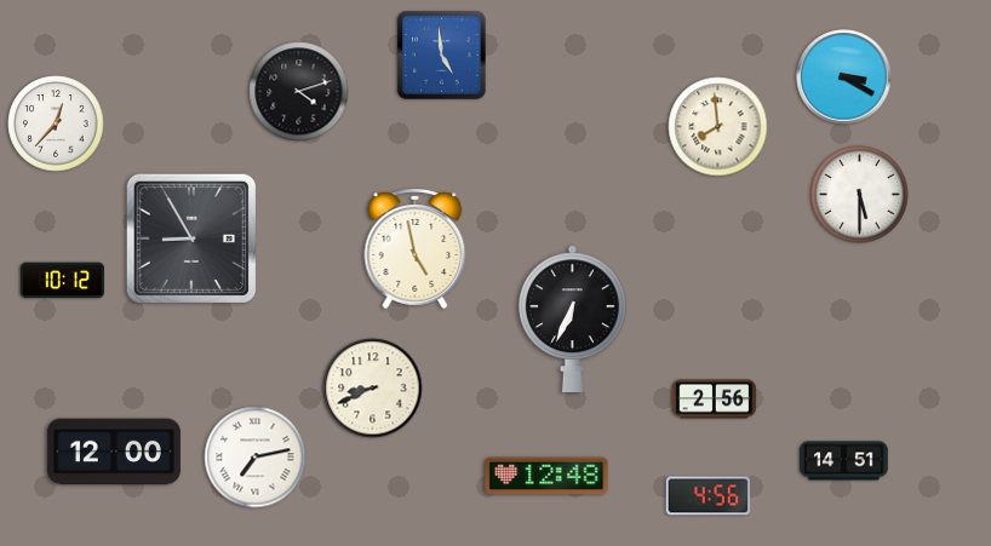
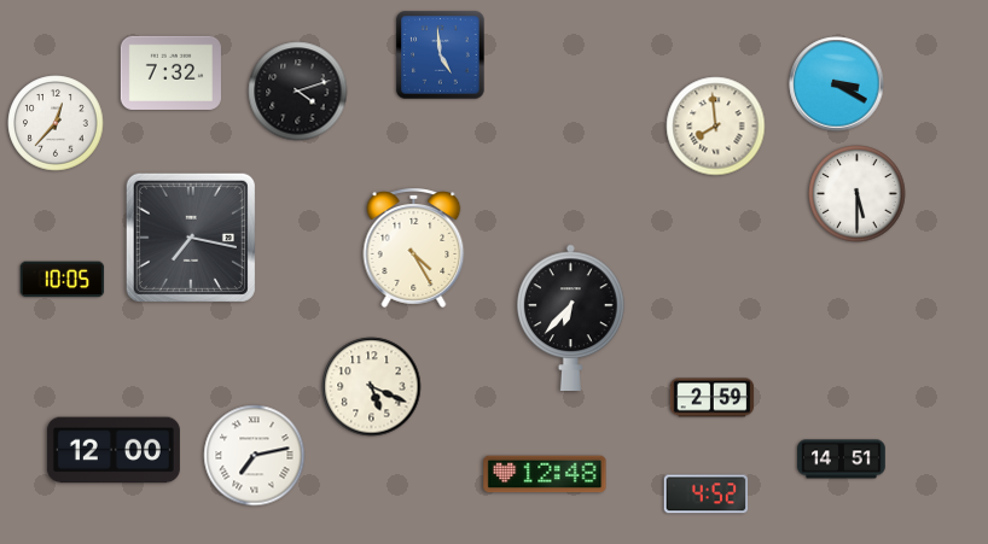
clock at (170, 72): none -> 7:32
clock at (844, 77) position: (844, 77) -> (837, 84)
clock at (191, 238): 8:55 -> 7:17
clock at (416, 248): 4:58 -> 4:25
clock at (63, 281): 10:12 -> 10:05
clock at (573, 318): 6:34 -> 6:37
clock at (373, 389): 8:41 -> 5:19
clock at (715, 400): 2:56 -> 2:59
clock at (709, 496): 4:56 -> 4:52
